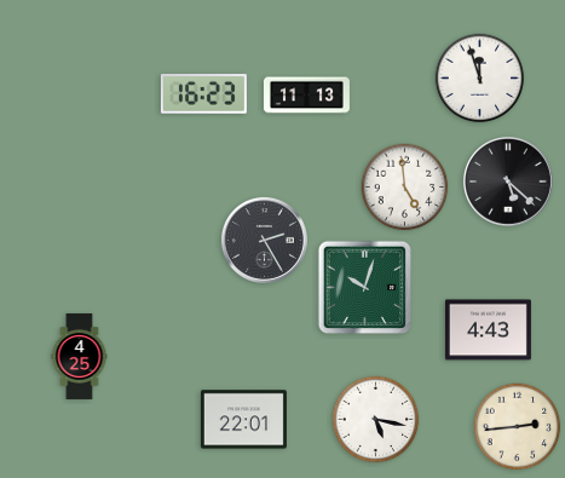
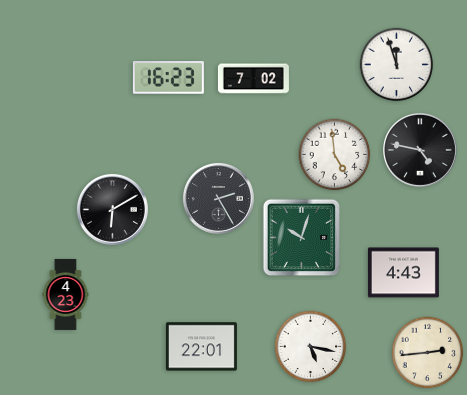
clock at (306, 96): 11:13 -> 7:02
clock at (509, 183): 5:22 -> 4:47
clock at (112, 209): none -> 6:10
clock at (80, 356): 4:25 -> 4:23
